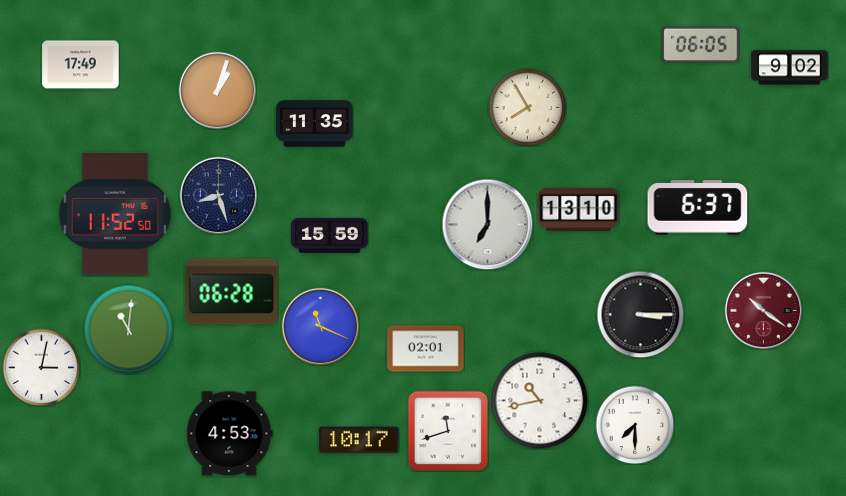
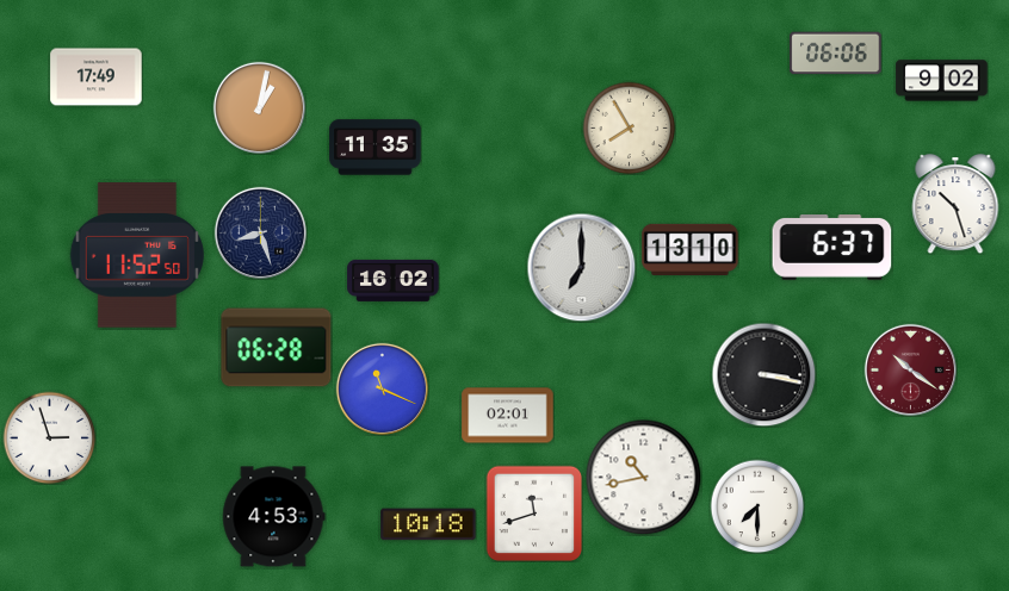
clock at (701, 45): 06:05 -> 06:06
clock at (217, 90): 1:03 -> 1:02
clock at (955, 204): none -> 10:27
clock at (330, 235): 15:59 -> 16:02
clock at (640, 314): 3:15 -> 3:17
clock at (128, 329): 11:01 -> none
clock at (41, 367): 3:02 -> 2:57
clock at (359, 440): 10:17 -> 10:18
